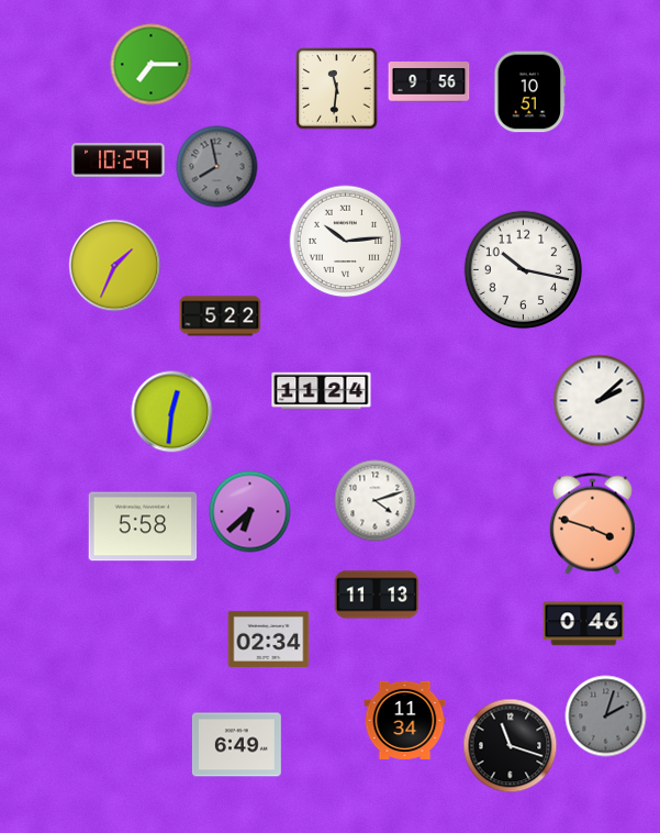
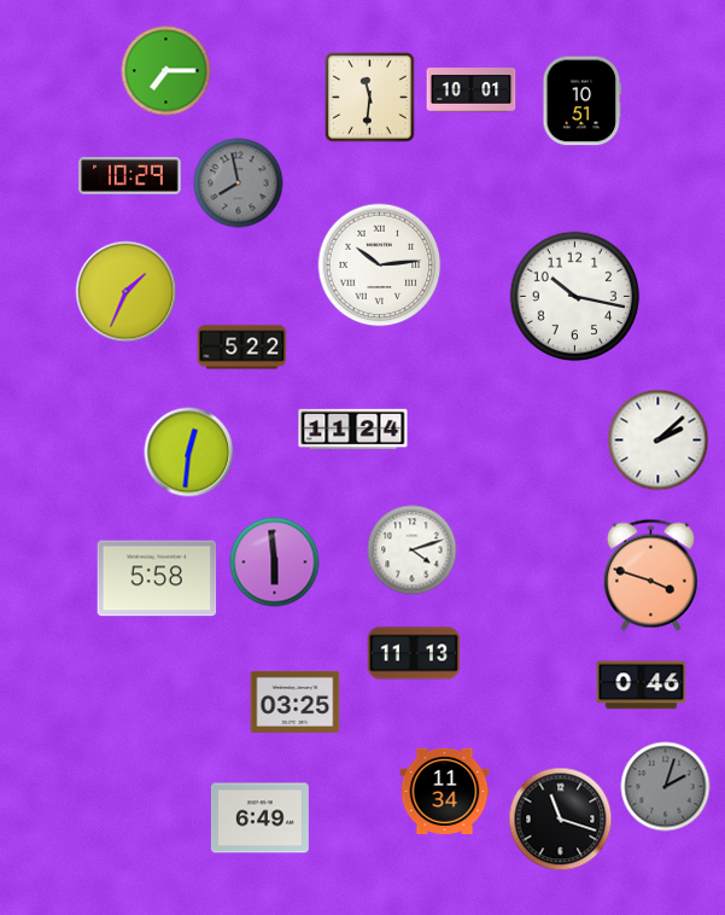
clock at (429, 82): 9:56 -> 10:01
clock at (250, 512): 6:38 -> 5:59
clock at (269, 638): 02:34 -> 03:25
